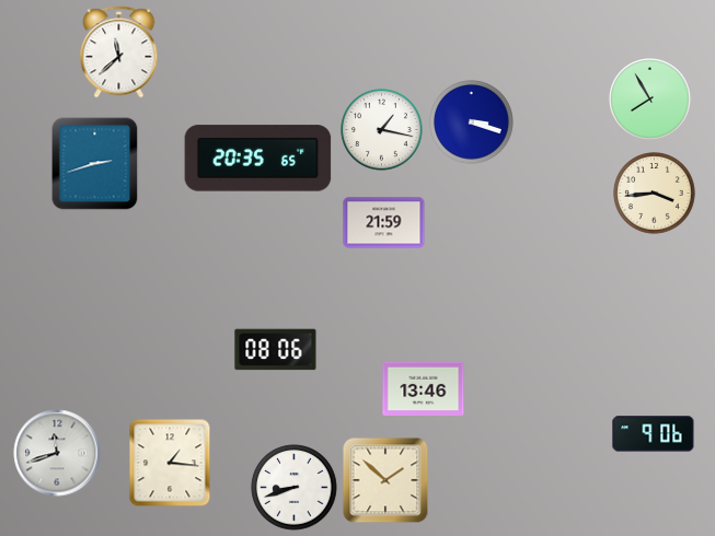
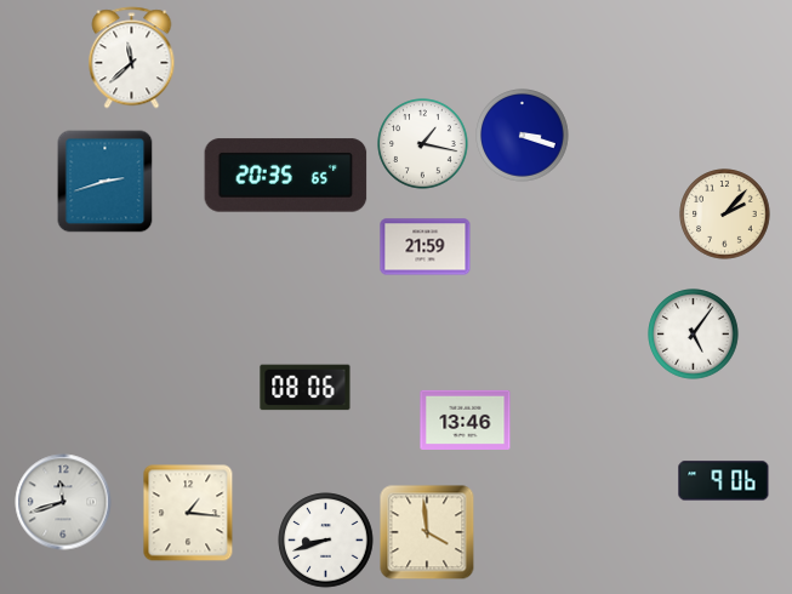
clock at (650, 100): 7:55 -> none
clock at (655, 194): 3:44 -> 2:07
clock at (694, 335): none -> 5:06
clock at (424, 388) position: (424, 388) -> (466, 419)
clock at (385, 480): 1:52 -> 3:59
